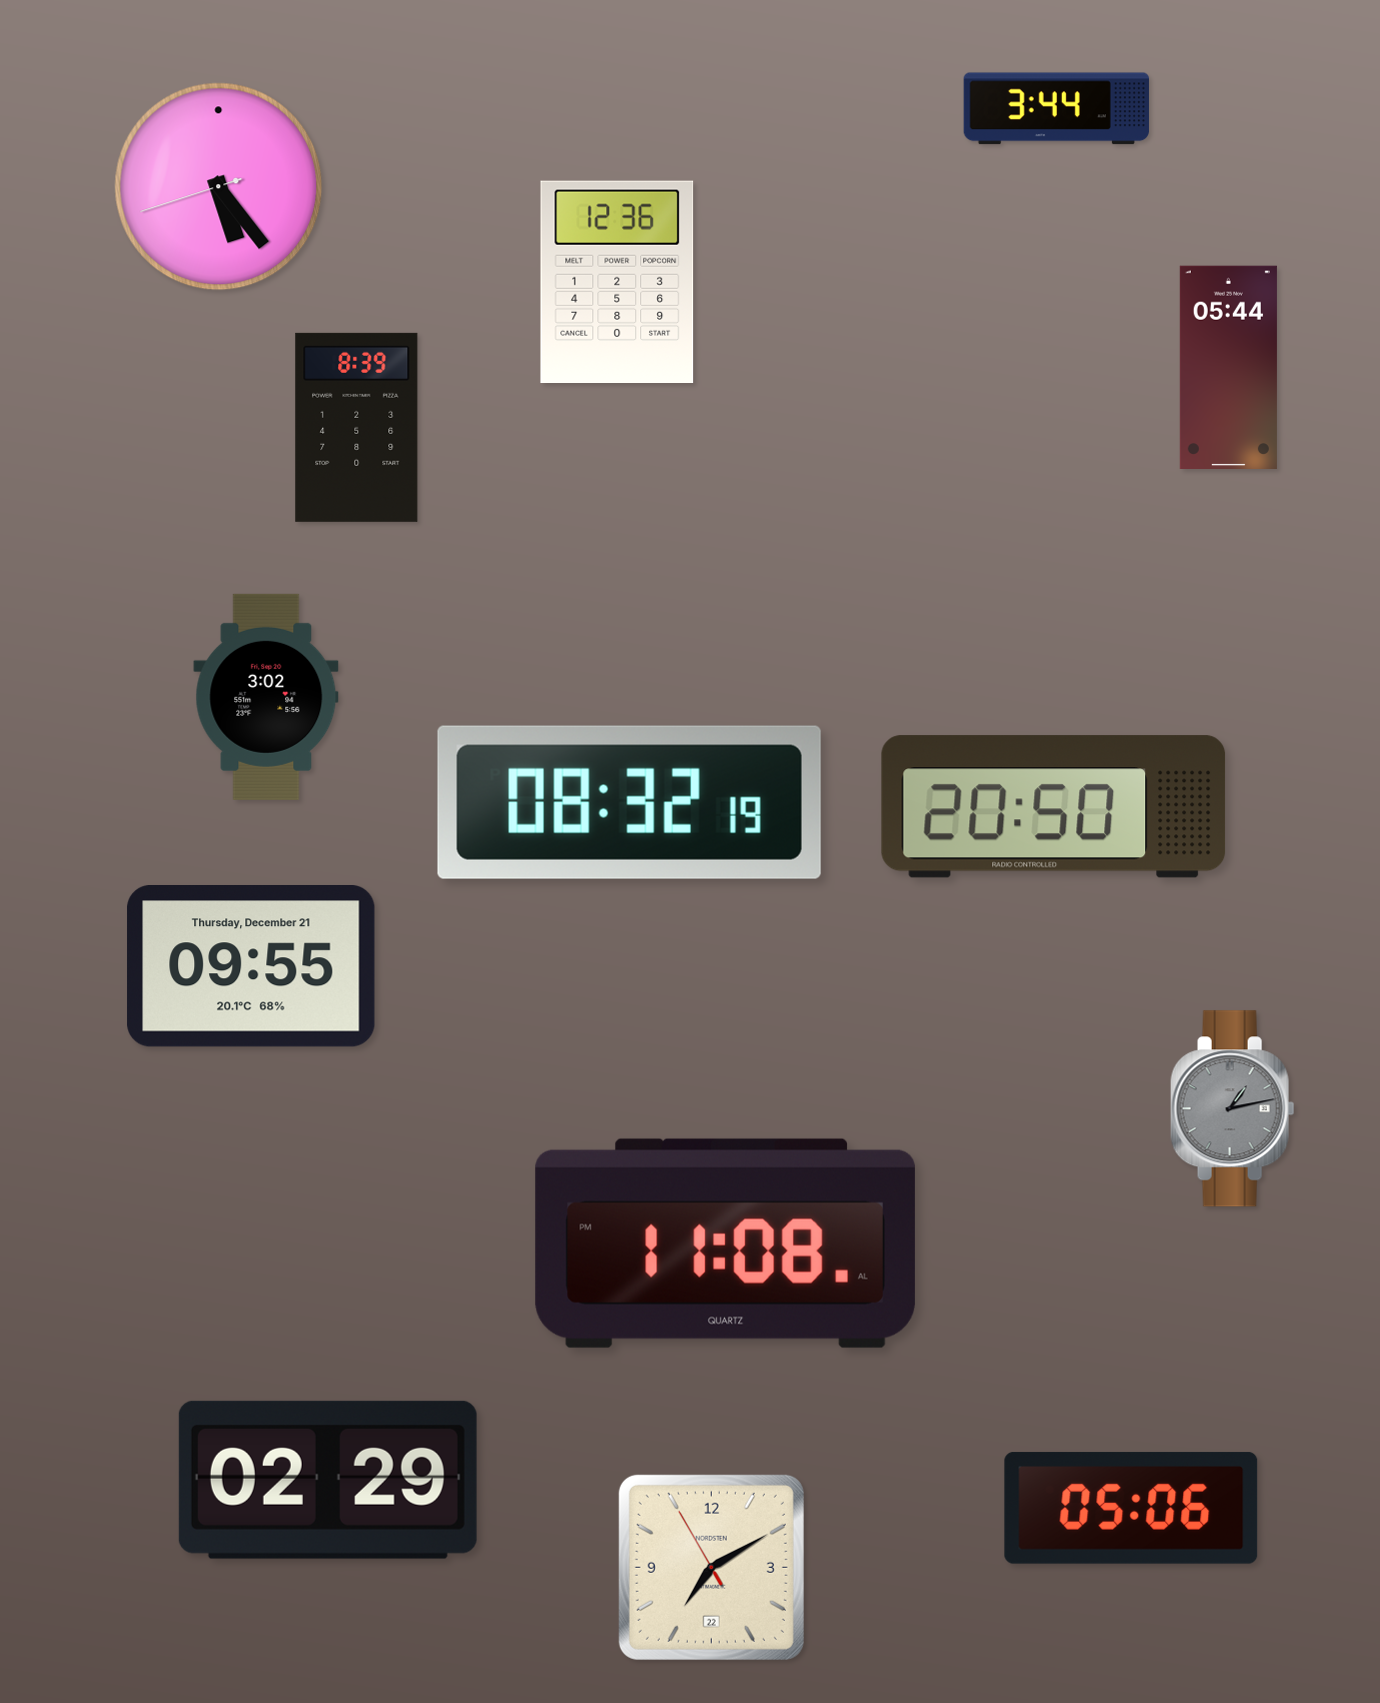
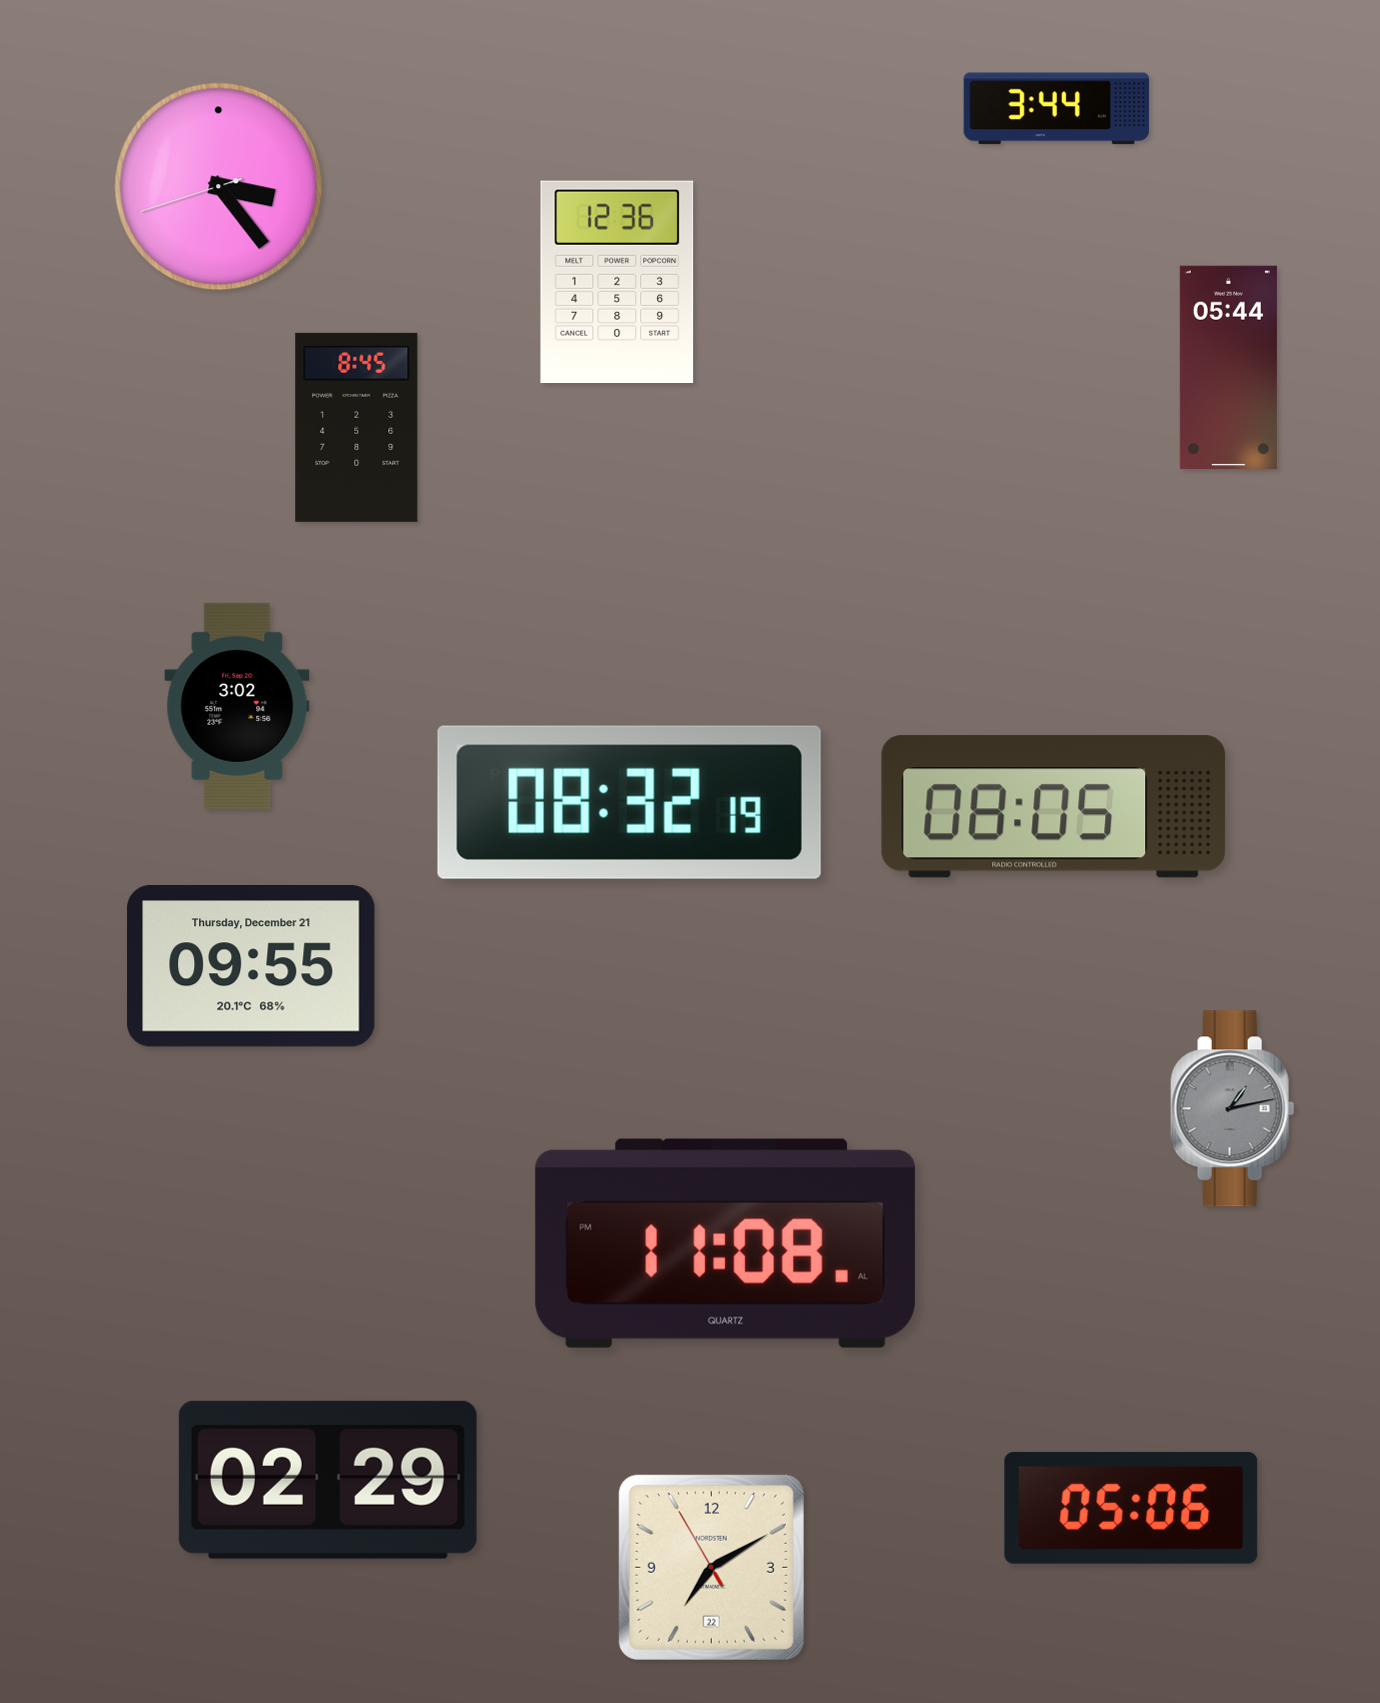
clock at (219, 187): 5:23 -> 3:23
clock at (357, 427): 8:39 -> 8:45
clock at (266, 697) position: (266, 697) -> (237, 706)
clock at (1054, 807): 20:50 -> 08:05
